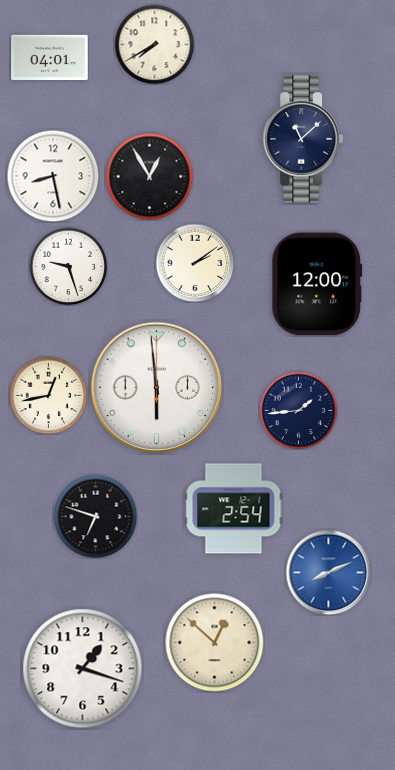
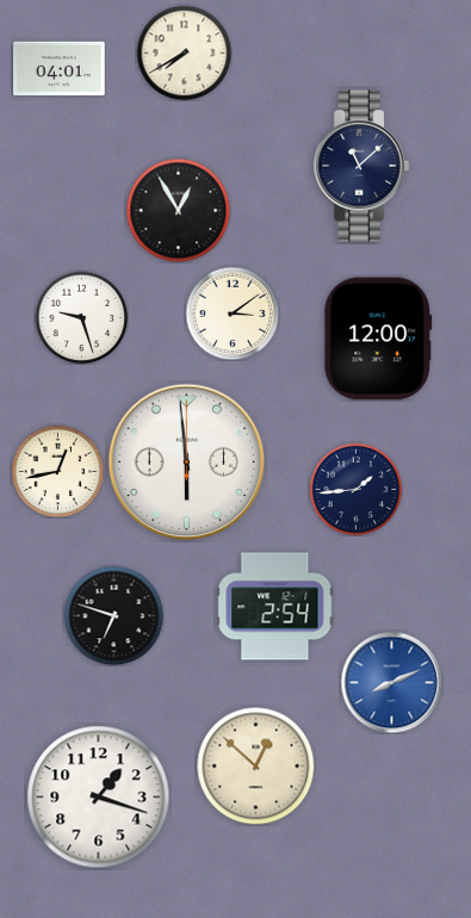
clock at (53, 176): 8:28 -> none
clock at (195, 263): 2:09 -> 3:09
clock at (234, 509) position: (234, 509) -> (275, 607)
